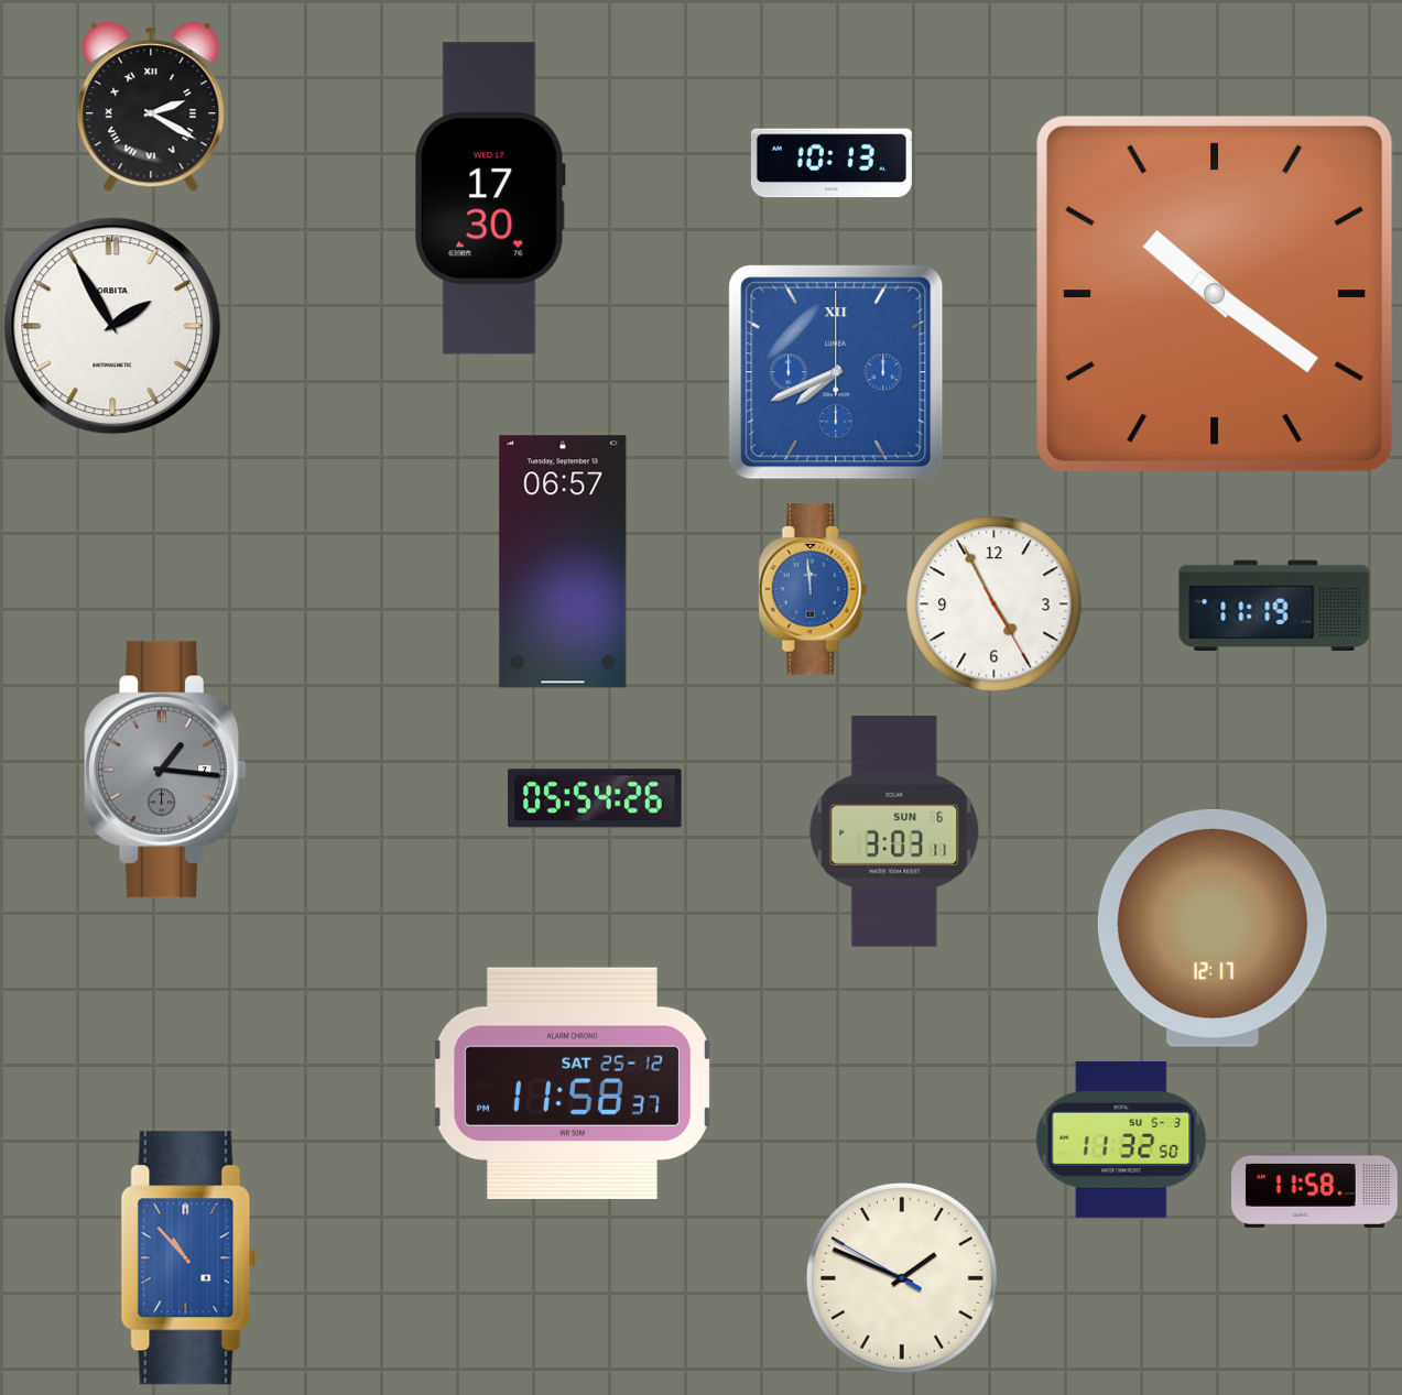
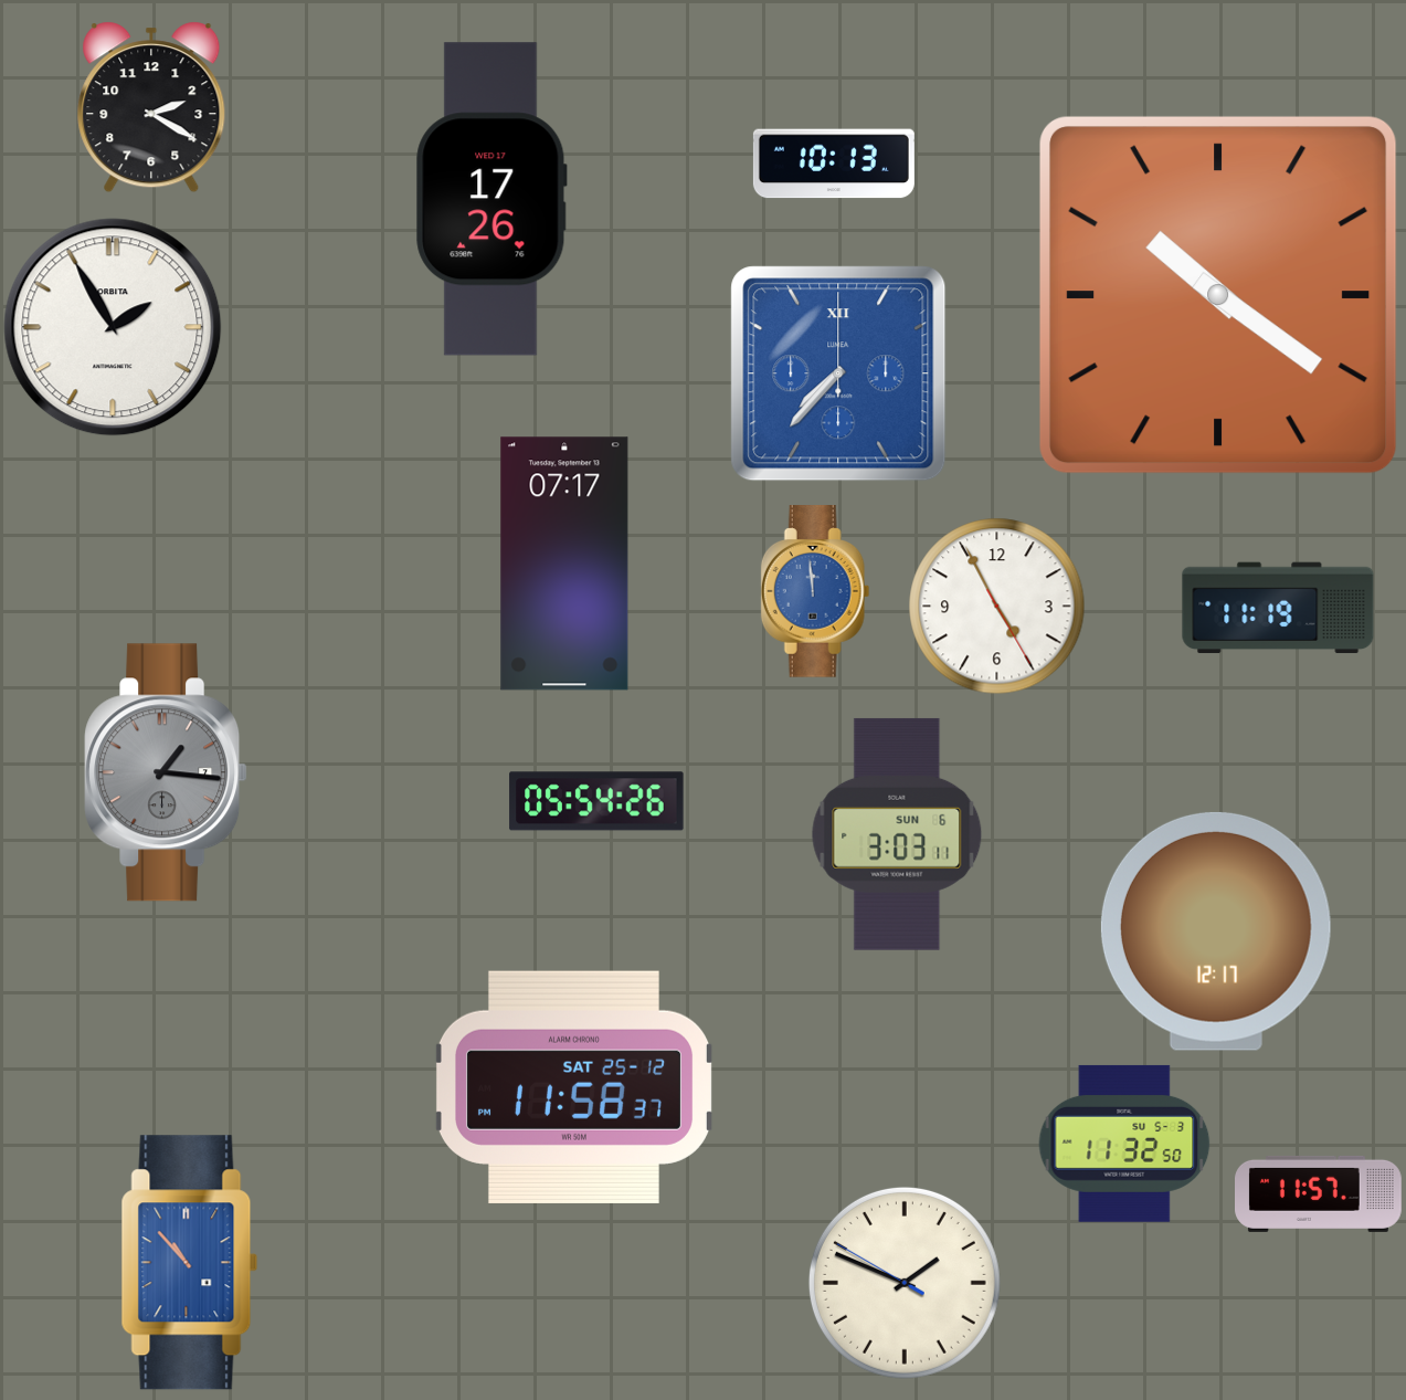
clock at (151, 107) numerals: Roman -> Arabic
clock at (490, 198): 17:30 -> 17:26
clock at (836, 372): 7:41 -> 7:37
clock at (563, 562): 06:57 -> 07:17
clock at (1315, 1189): 11:58 -> 11:57
